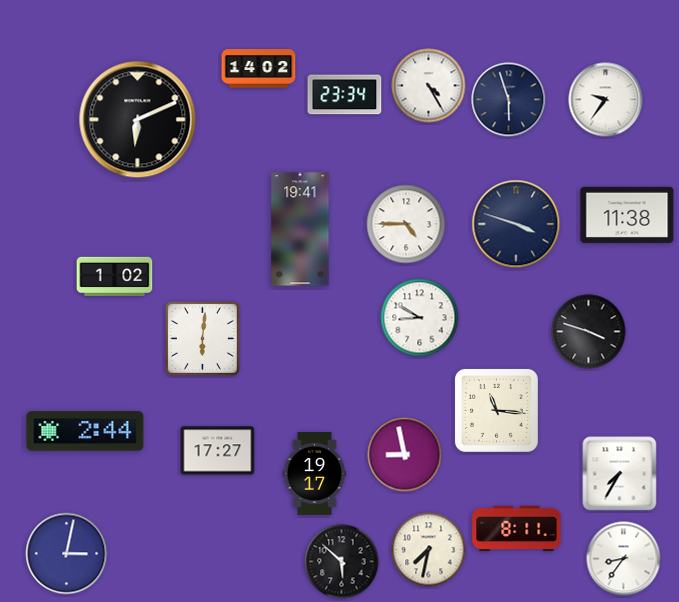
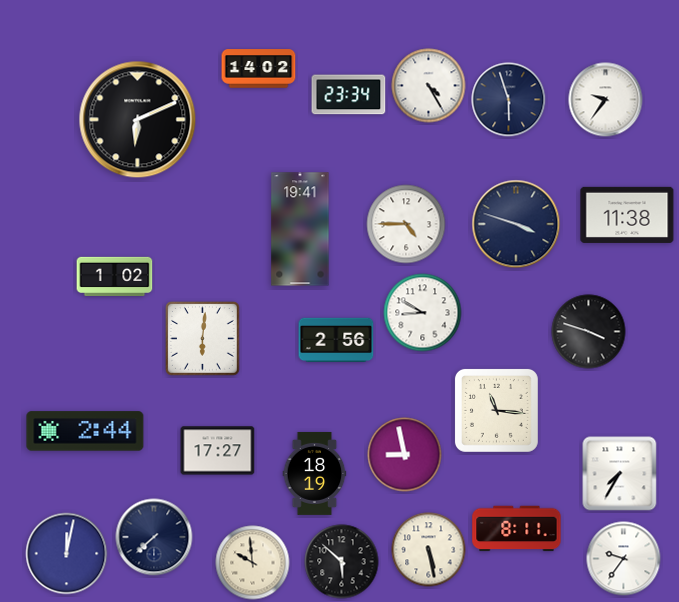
clock at (345, 95) position: (345, 95) -> (349, 95)
clock at (420, 318) position: (420, 318) -> (423, 313)
clock at (336, 339): none -> 2:56
clock at (315, 473): 19:17 -> 18:19
clock at (154, 537): none -> 7:38
clock at (429, 550): 7:32 -> 5:28
clock at (67, 554): 3:02 -> 12:02
clock at (624, 559): 8:36 -> 9:36
clock at (253, 563): none -> 9:59
